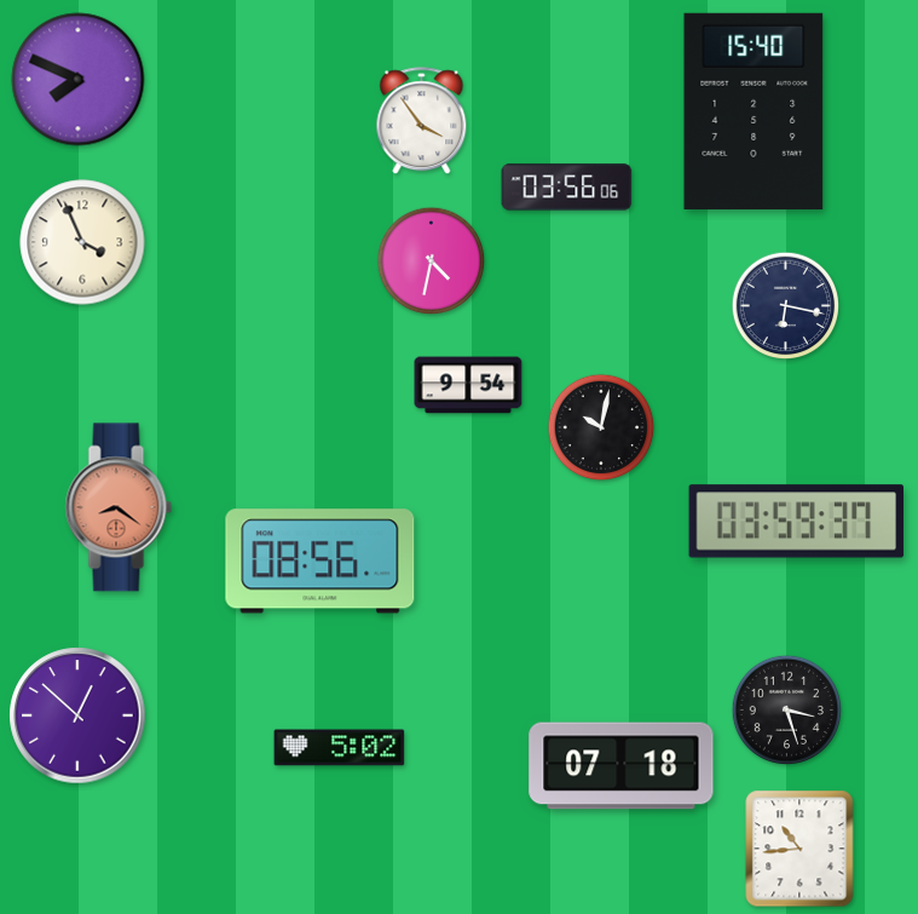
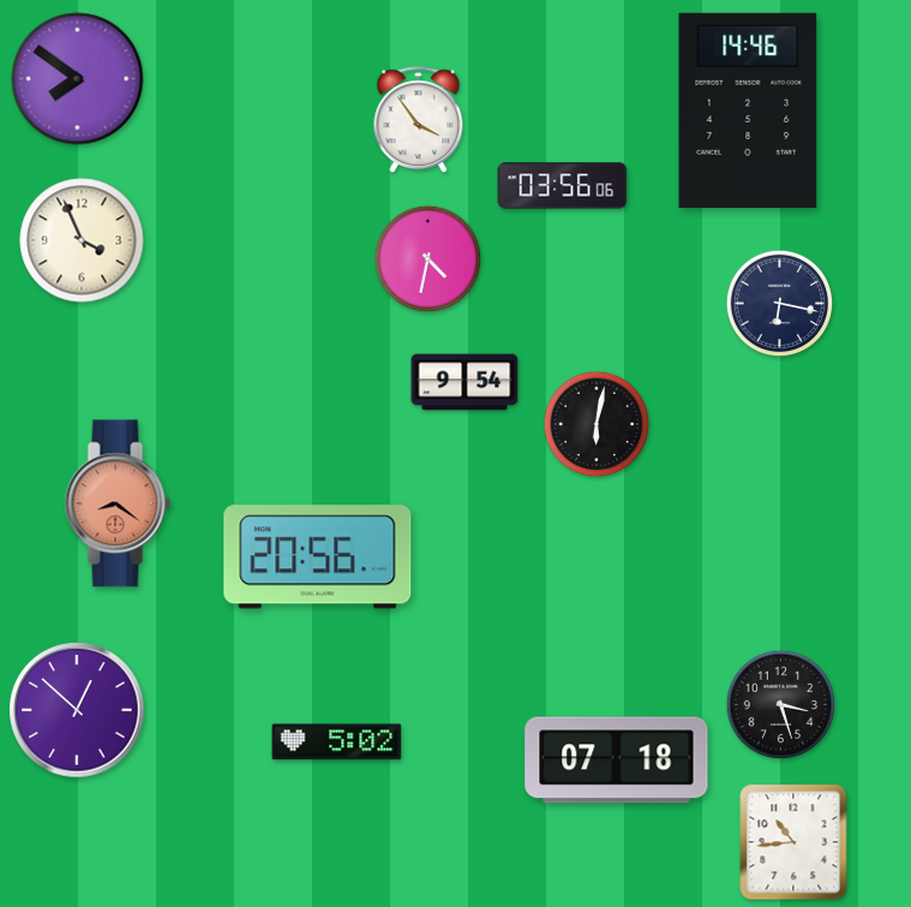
clock at (79, 80): 7:49 -> 7:51
clock at (754, 111): 15:40 -> 14:46
clock at (601, 427): 10:02 -> 6:02
clock at (797, 522): 03:59 -> none
clock at (321, 562): 08:56 -> 20:56
